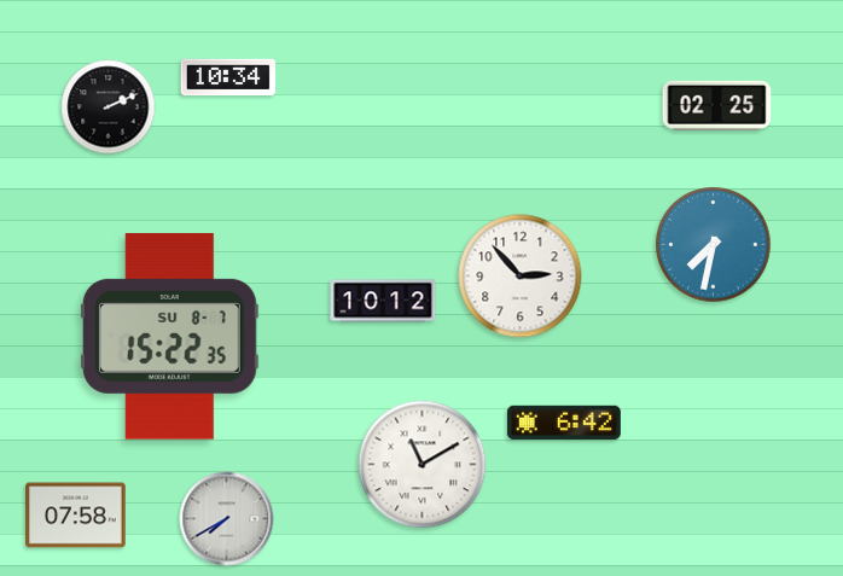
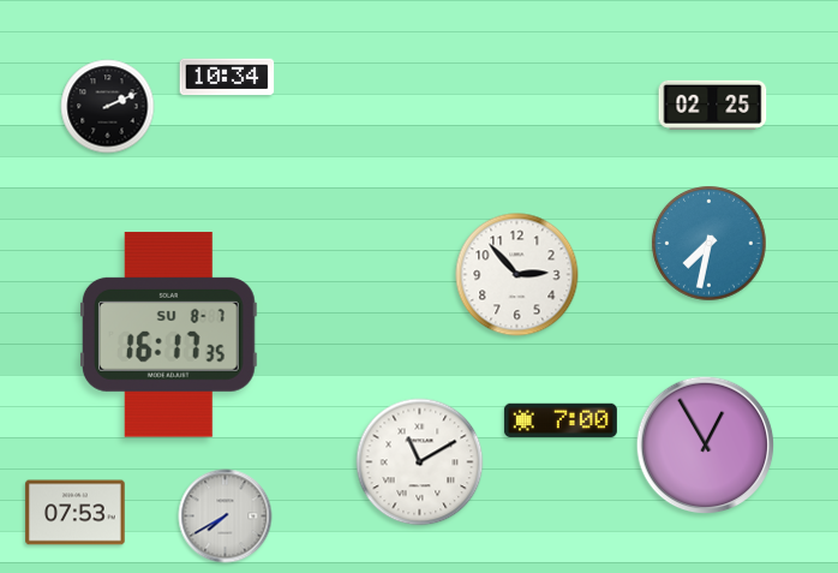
clock at (383, 301): 10:12 -> none
clock at (169, 337): 15:22 -> 16:17
clock at (564, 421): 6:42 -> 7:00
clock at (706, 446): none -> 12:55
clock at (76, 516): 07:58 -> 07:53
